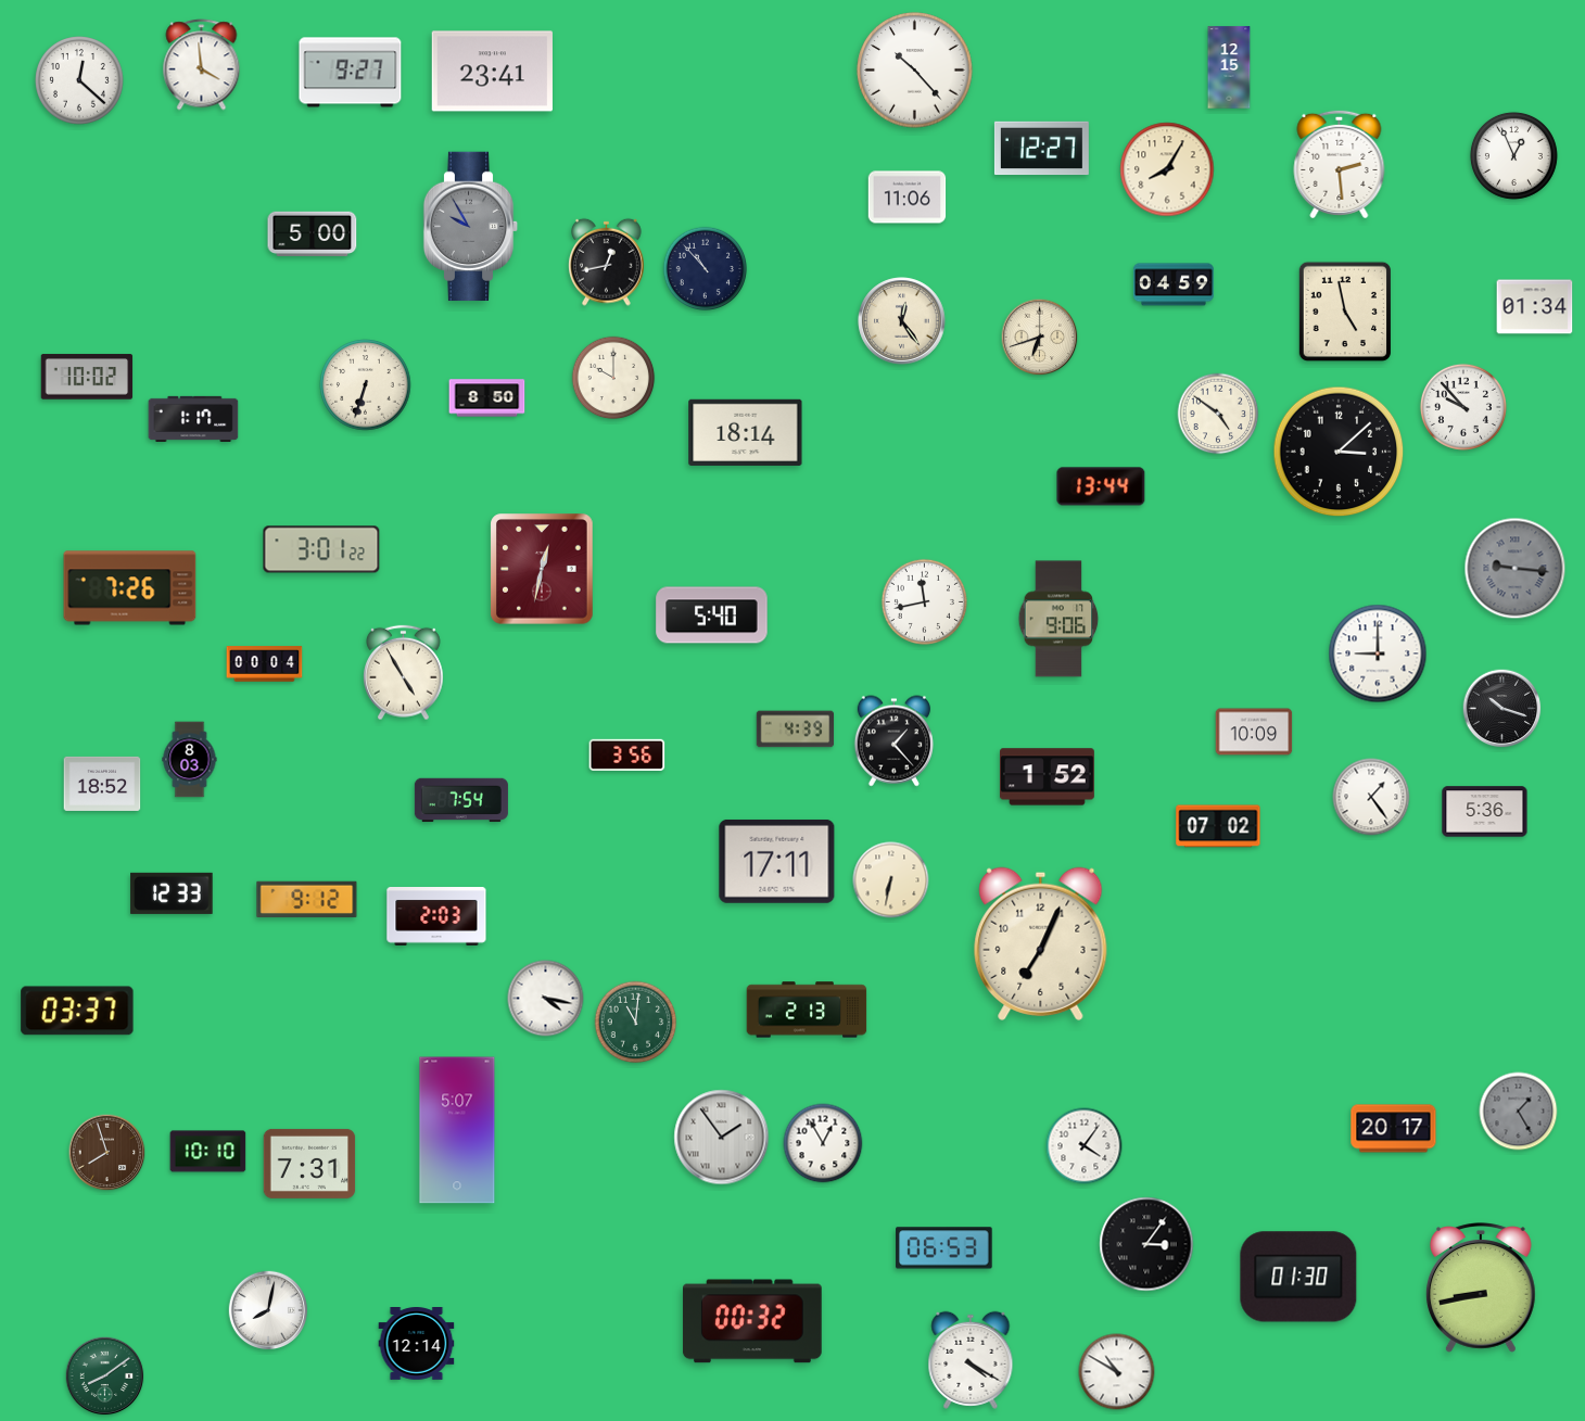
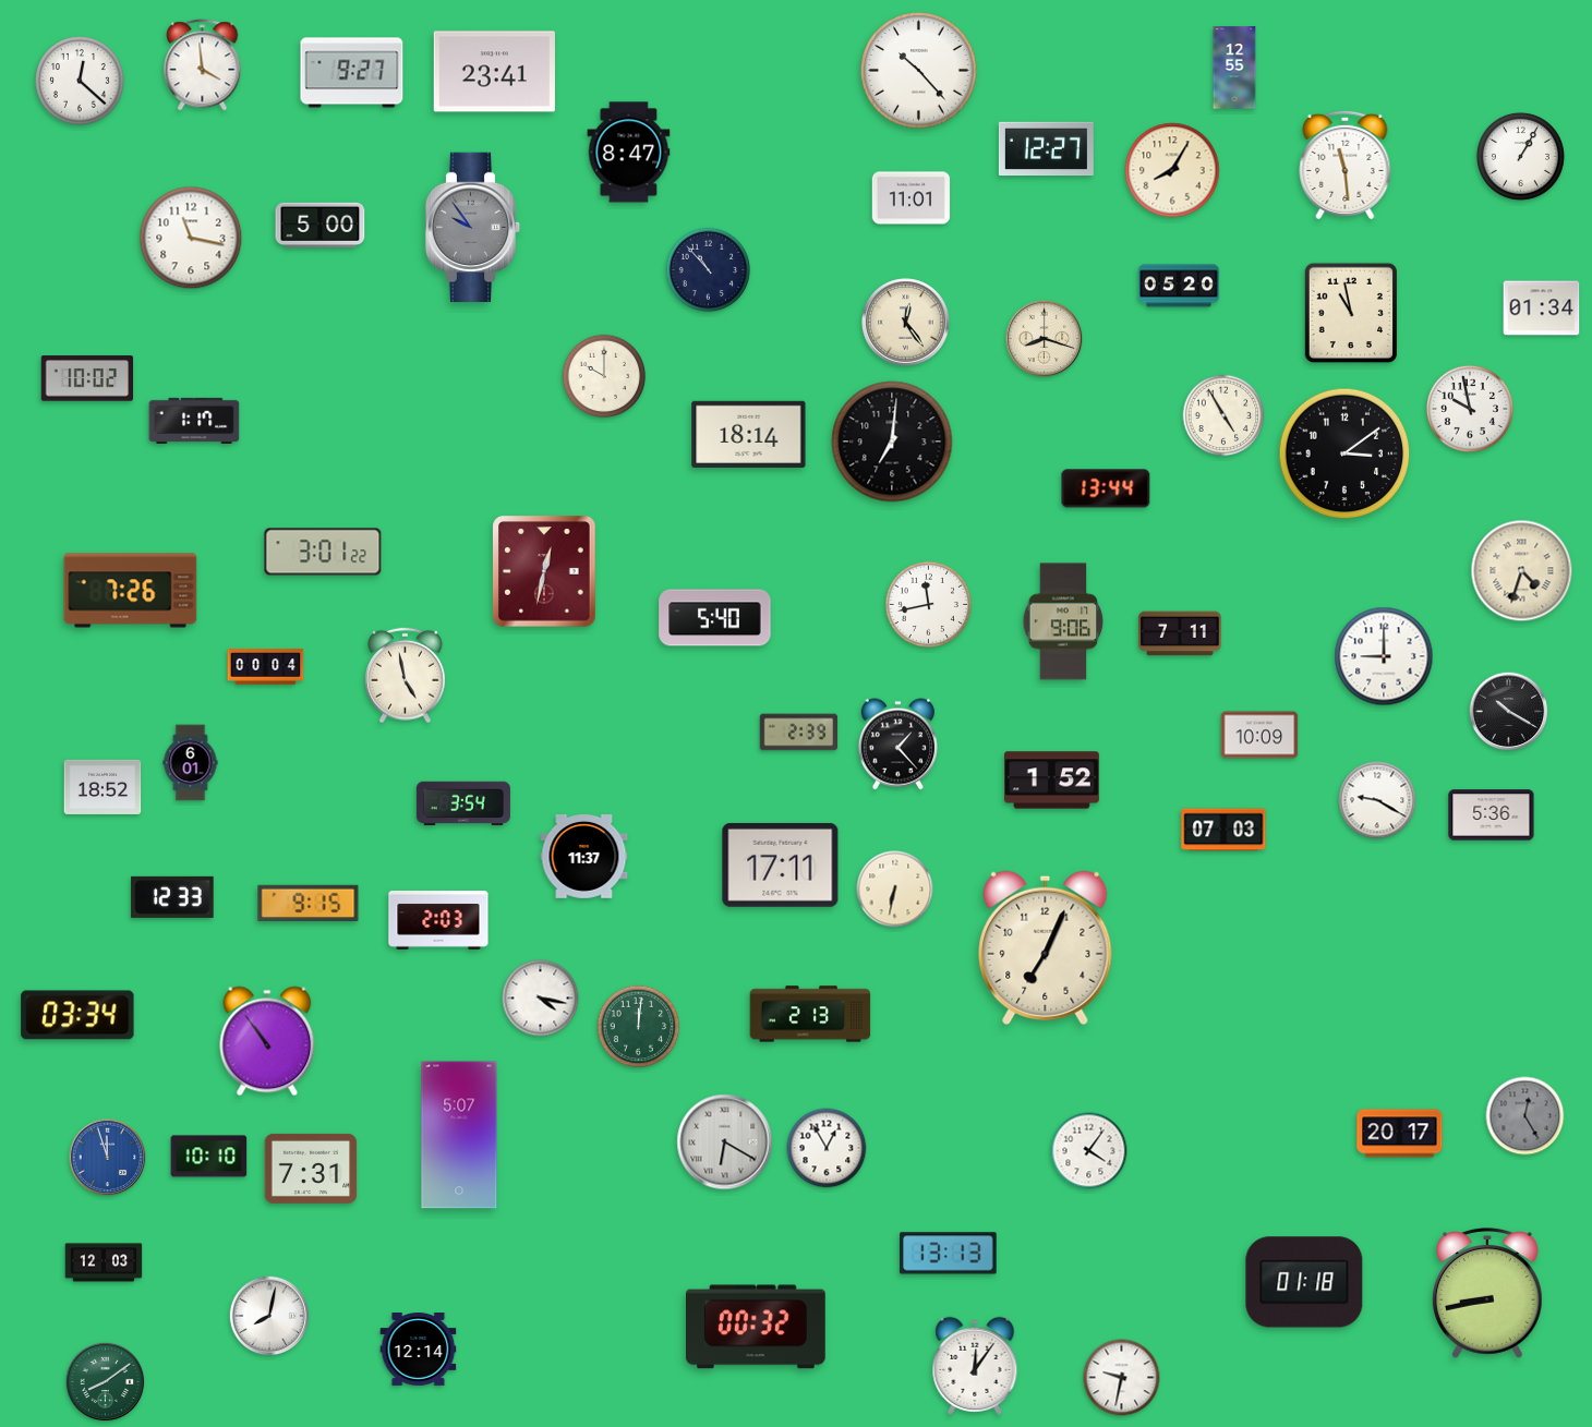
clock at (1229, 67): 12:15 -> 12:55
clock at (629, 153): none -> 8:47
clock at (1513, 155): 12:56 -> 1:05
clock at (1340, 164): 2:29 -> 11:29
clock at (908, 198): 11:06 -> 11:01
clock at (471, 227): 9:55 -> 9:54
clock at (313, 233) position: (313, 233) -> (321, 225)
clock at (191, 238): none -> 11:17
clock at (607, 262): 12:43 -> none
clock at (1174, 284): 04:59 -> 05:20
clock at (1344, 312): 4:58 -> 10:58
clock at (1040, 338): 6:42 -> 8:18
clock at (613, 378) position: (613, 378) -> (604, 376)
clock at (366, 385): 6:33 -> none
clock at (487, 398): 8:50 -> none
clock at (1463, 407): 9:53 -> 9:58
clock at (1218, 414): 4:51 -> 4:55
clock at (892, 442): none -> 7:01
clock at (1339, 452): 3:08 -> 3:09
clock at (1516, 569): 9:16 -> 4:33
clock at (1516, 569) dial: grey -> cream
clock at (1180, 633): none -> 7:11
clock at (404, 673): 4:55 -> 4:58
clock at (1502, 709): 10:18 -> 10:20
clock at (796, 729): 4:39 -> 2:39
clock at (627, 754): 3:56 -> none
clock at (190, 760): 8:03 -> 6:01
clock at (1371, 797): 1:24 -> 9:20
clock at (461, 800): 7:54 -> 3:54
clock at (1218, 826): 07:02 -> 07:03
clock at (584, 857): none -> 11:37
clock at (891, 880) position: (891, 880) -> (895, 890)
clock at (307, 900): 9:12 -> 9:15
clock at (546, 999) position: (546, 999) -> (541, 999)
clock at (77, 1011): 03:37 -> 03:34
clock at (636, 1023): 11:01 -> 12:01
clock at (267, 1041): none -> 10:54
clock at (1519, 1112): 1:25 -> 12:25
clock at (722, 1138): 1:54 -> 6:20
clock at (107, 1153): 7:57 -> 11:57
clock at (107, 1153) dial: brown -> blue
clock at (1146, 1244): 3:06 -> none
clock at (944, 1248): 06:53 -> 13:13
clock at (104, 1262): none -> 12:03
clock at (1298, 1277): 01:30 -> 01:18
clock at (971, 1360): 4:20 -> 12:06
clock at (1117, 1372): 10:50 -> 9:32
